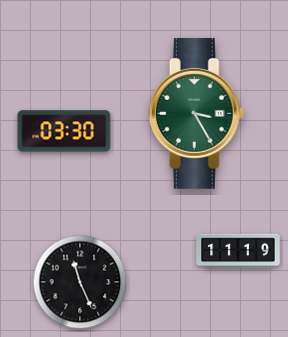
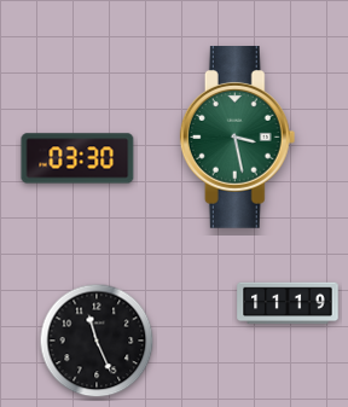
clock at (197, 114): 3:25 -> 3:28
